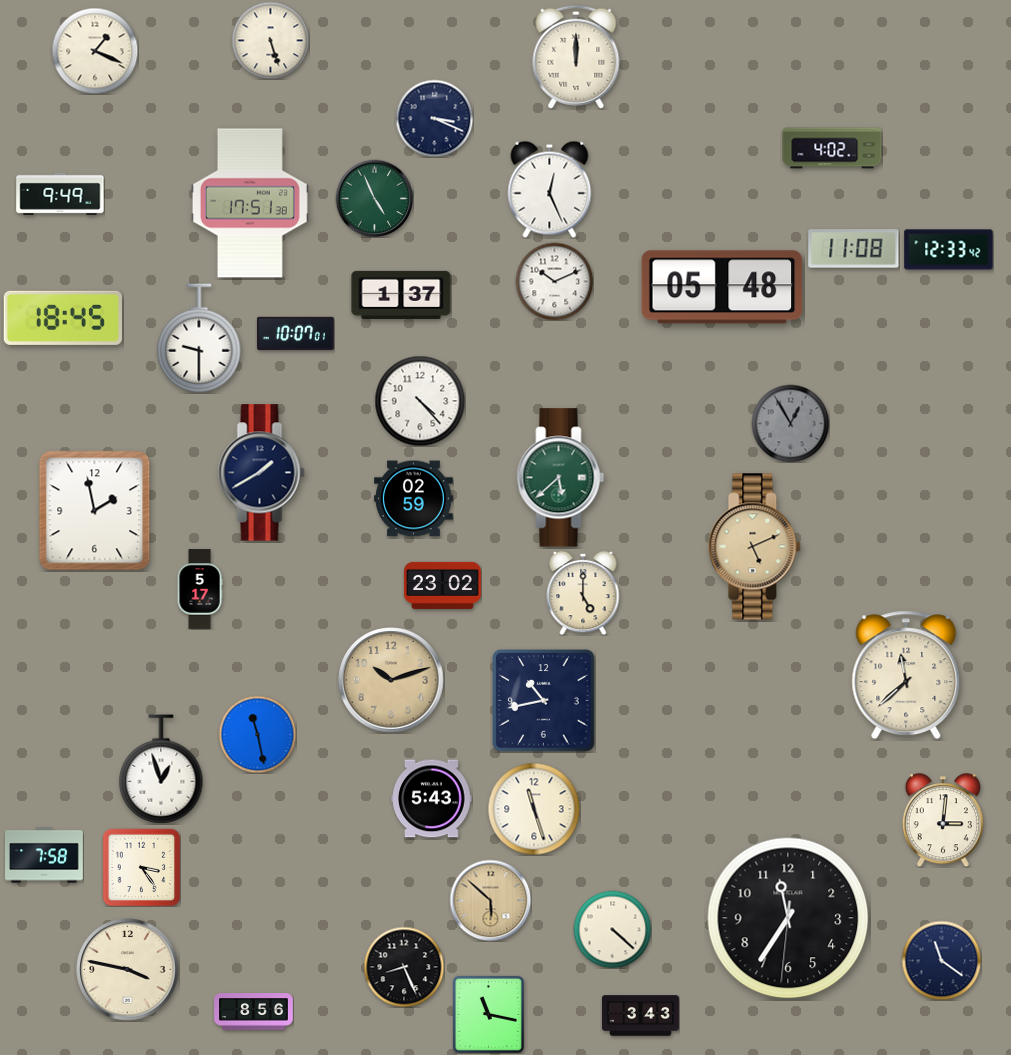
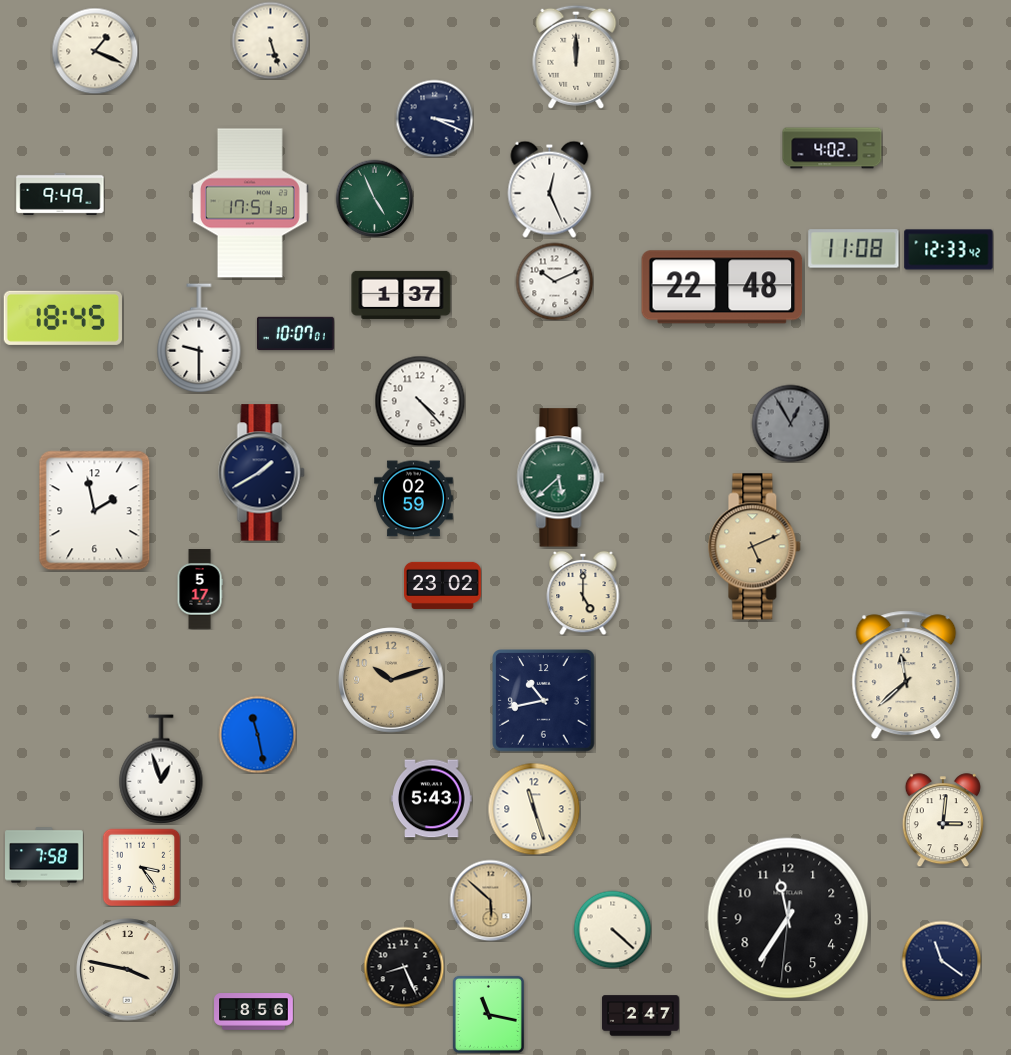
clock at (722, 287): 05:48 -> 22:48
clock at (640, 1016): 3:43 -> 2:47
